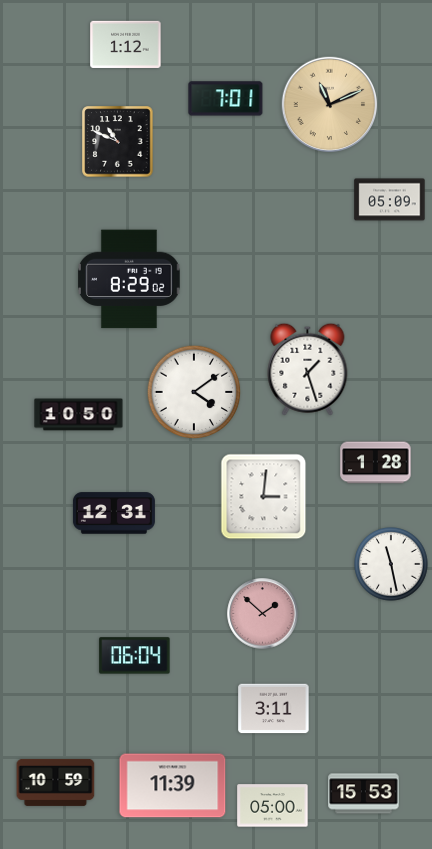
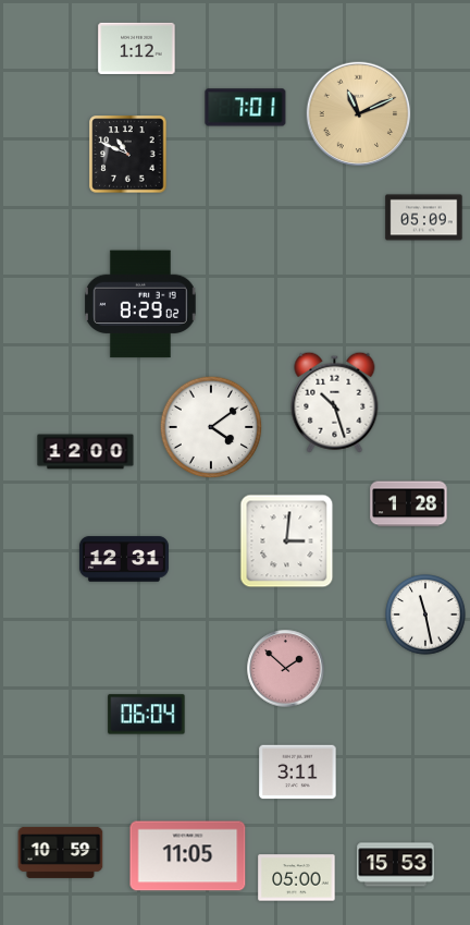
clock at (308, 369): 1:27 -> 10:27
clock at (79, 415): 10:50 -> 12:00
clock at (173, 786): 11:39 -> 11:05
